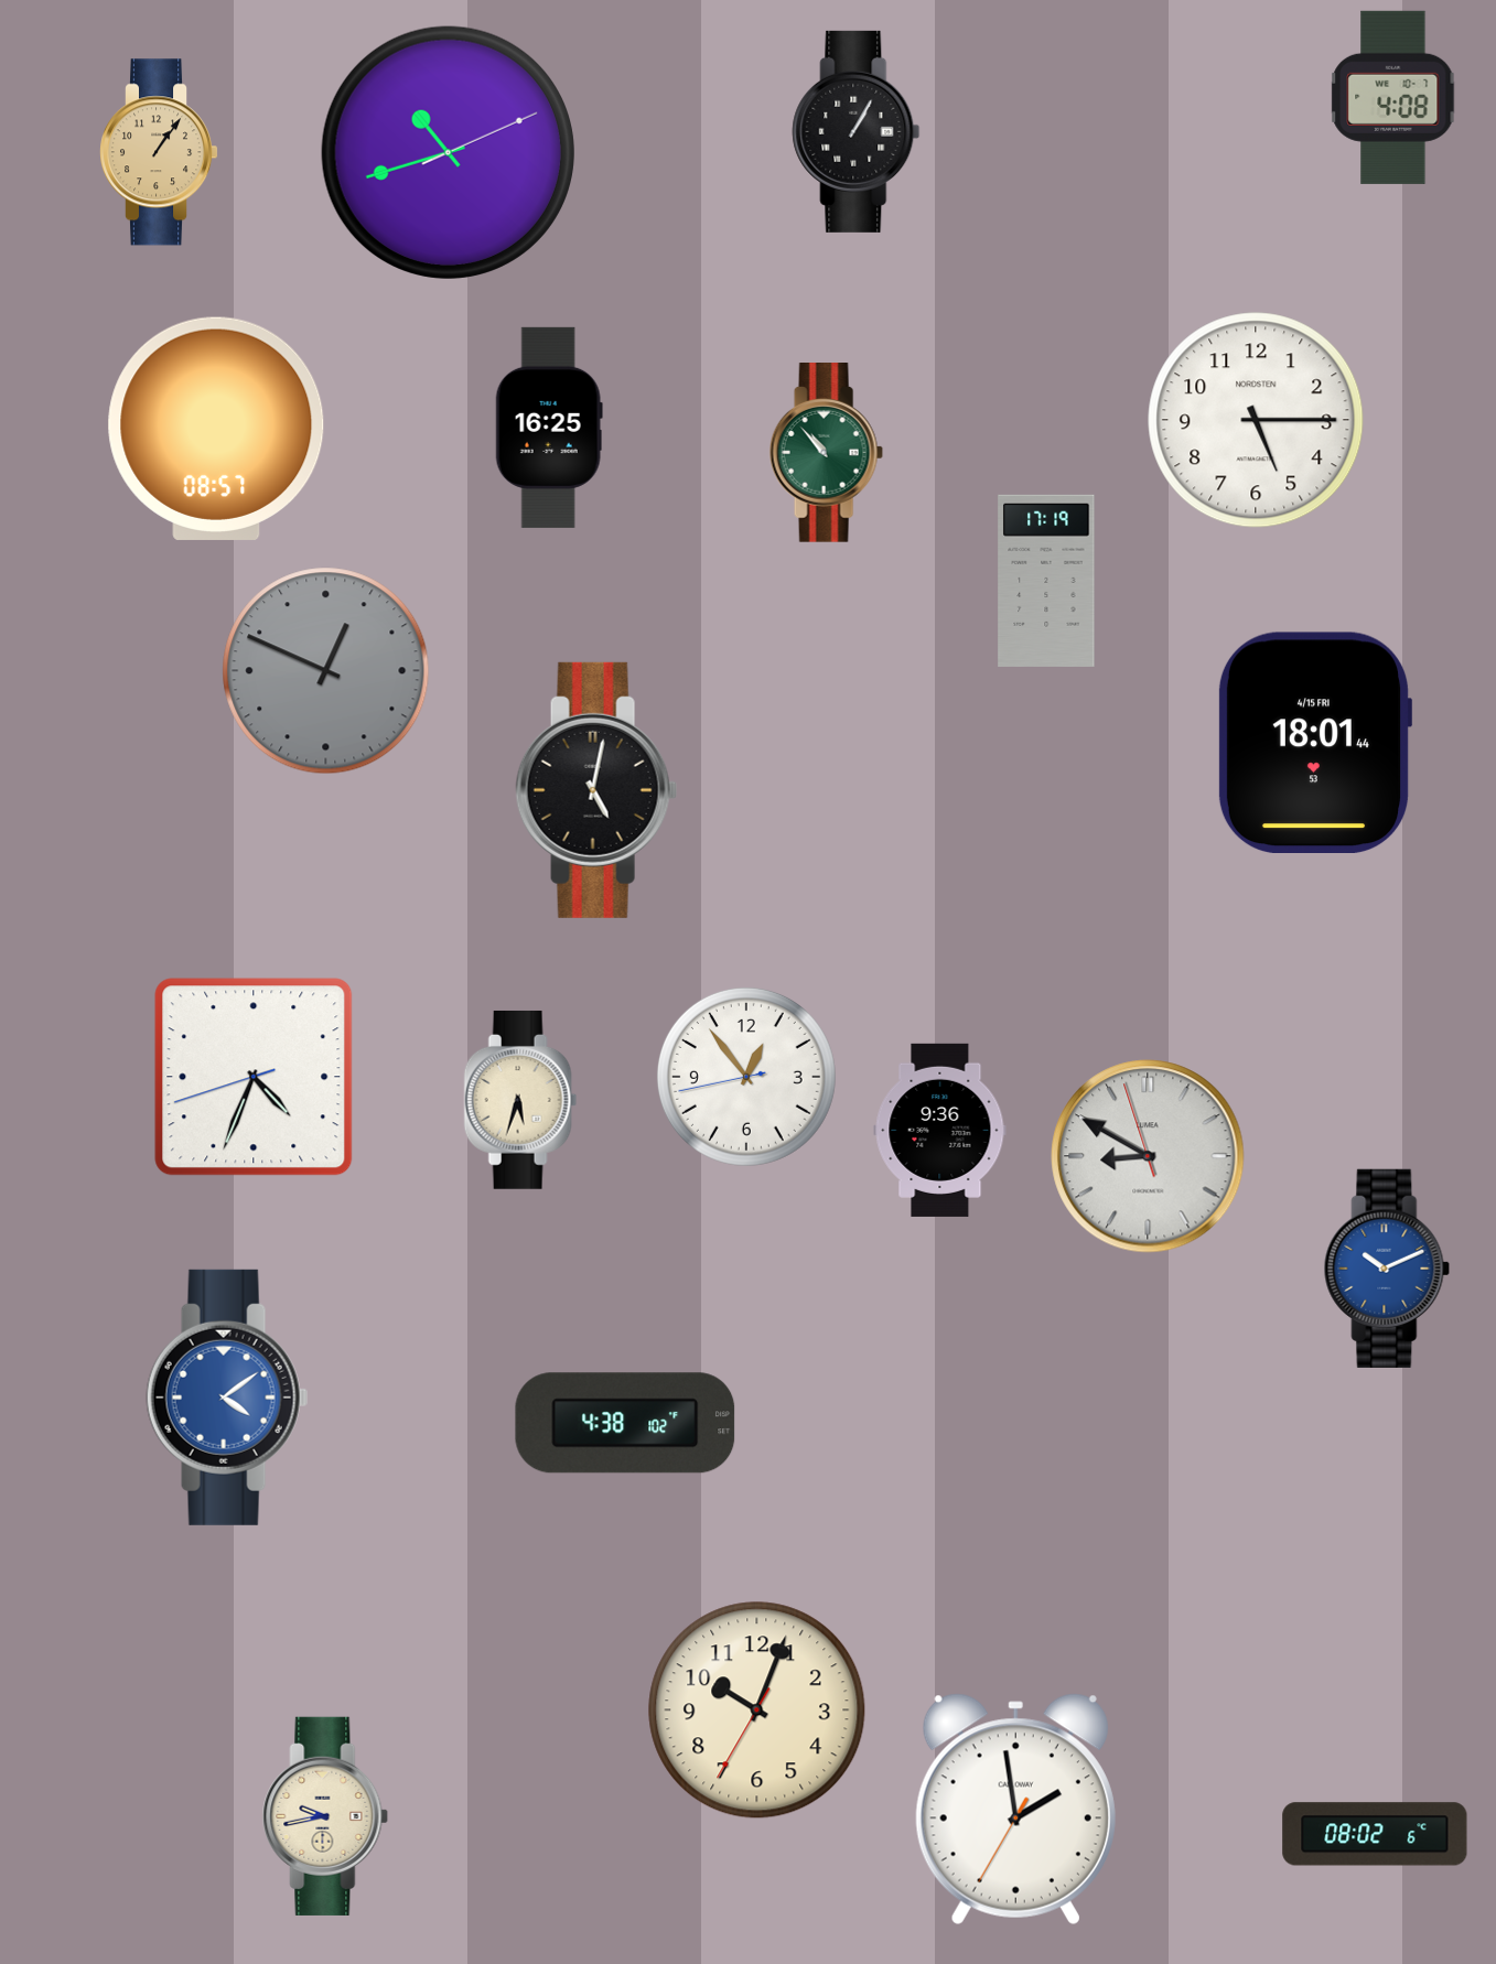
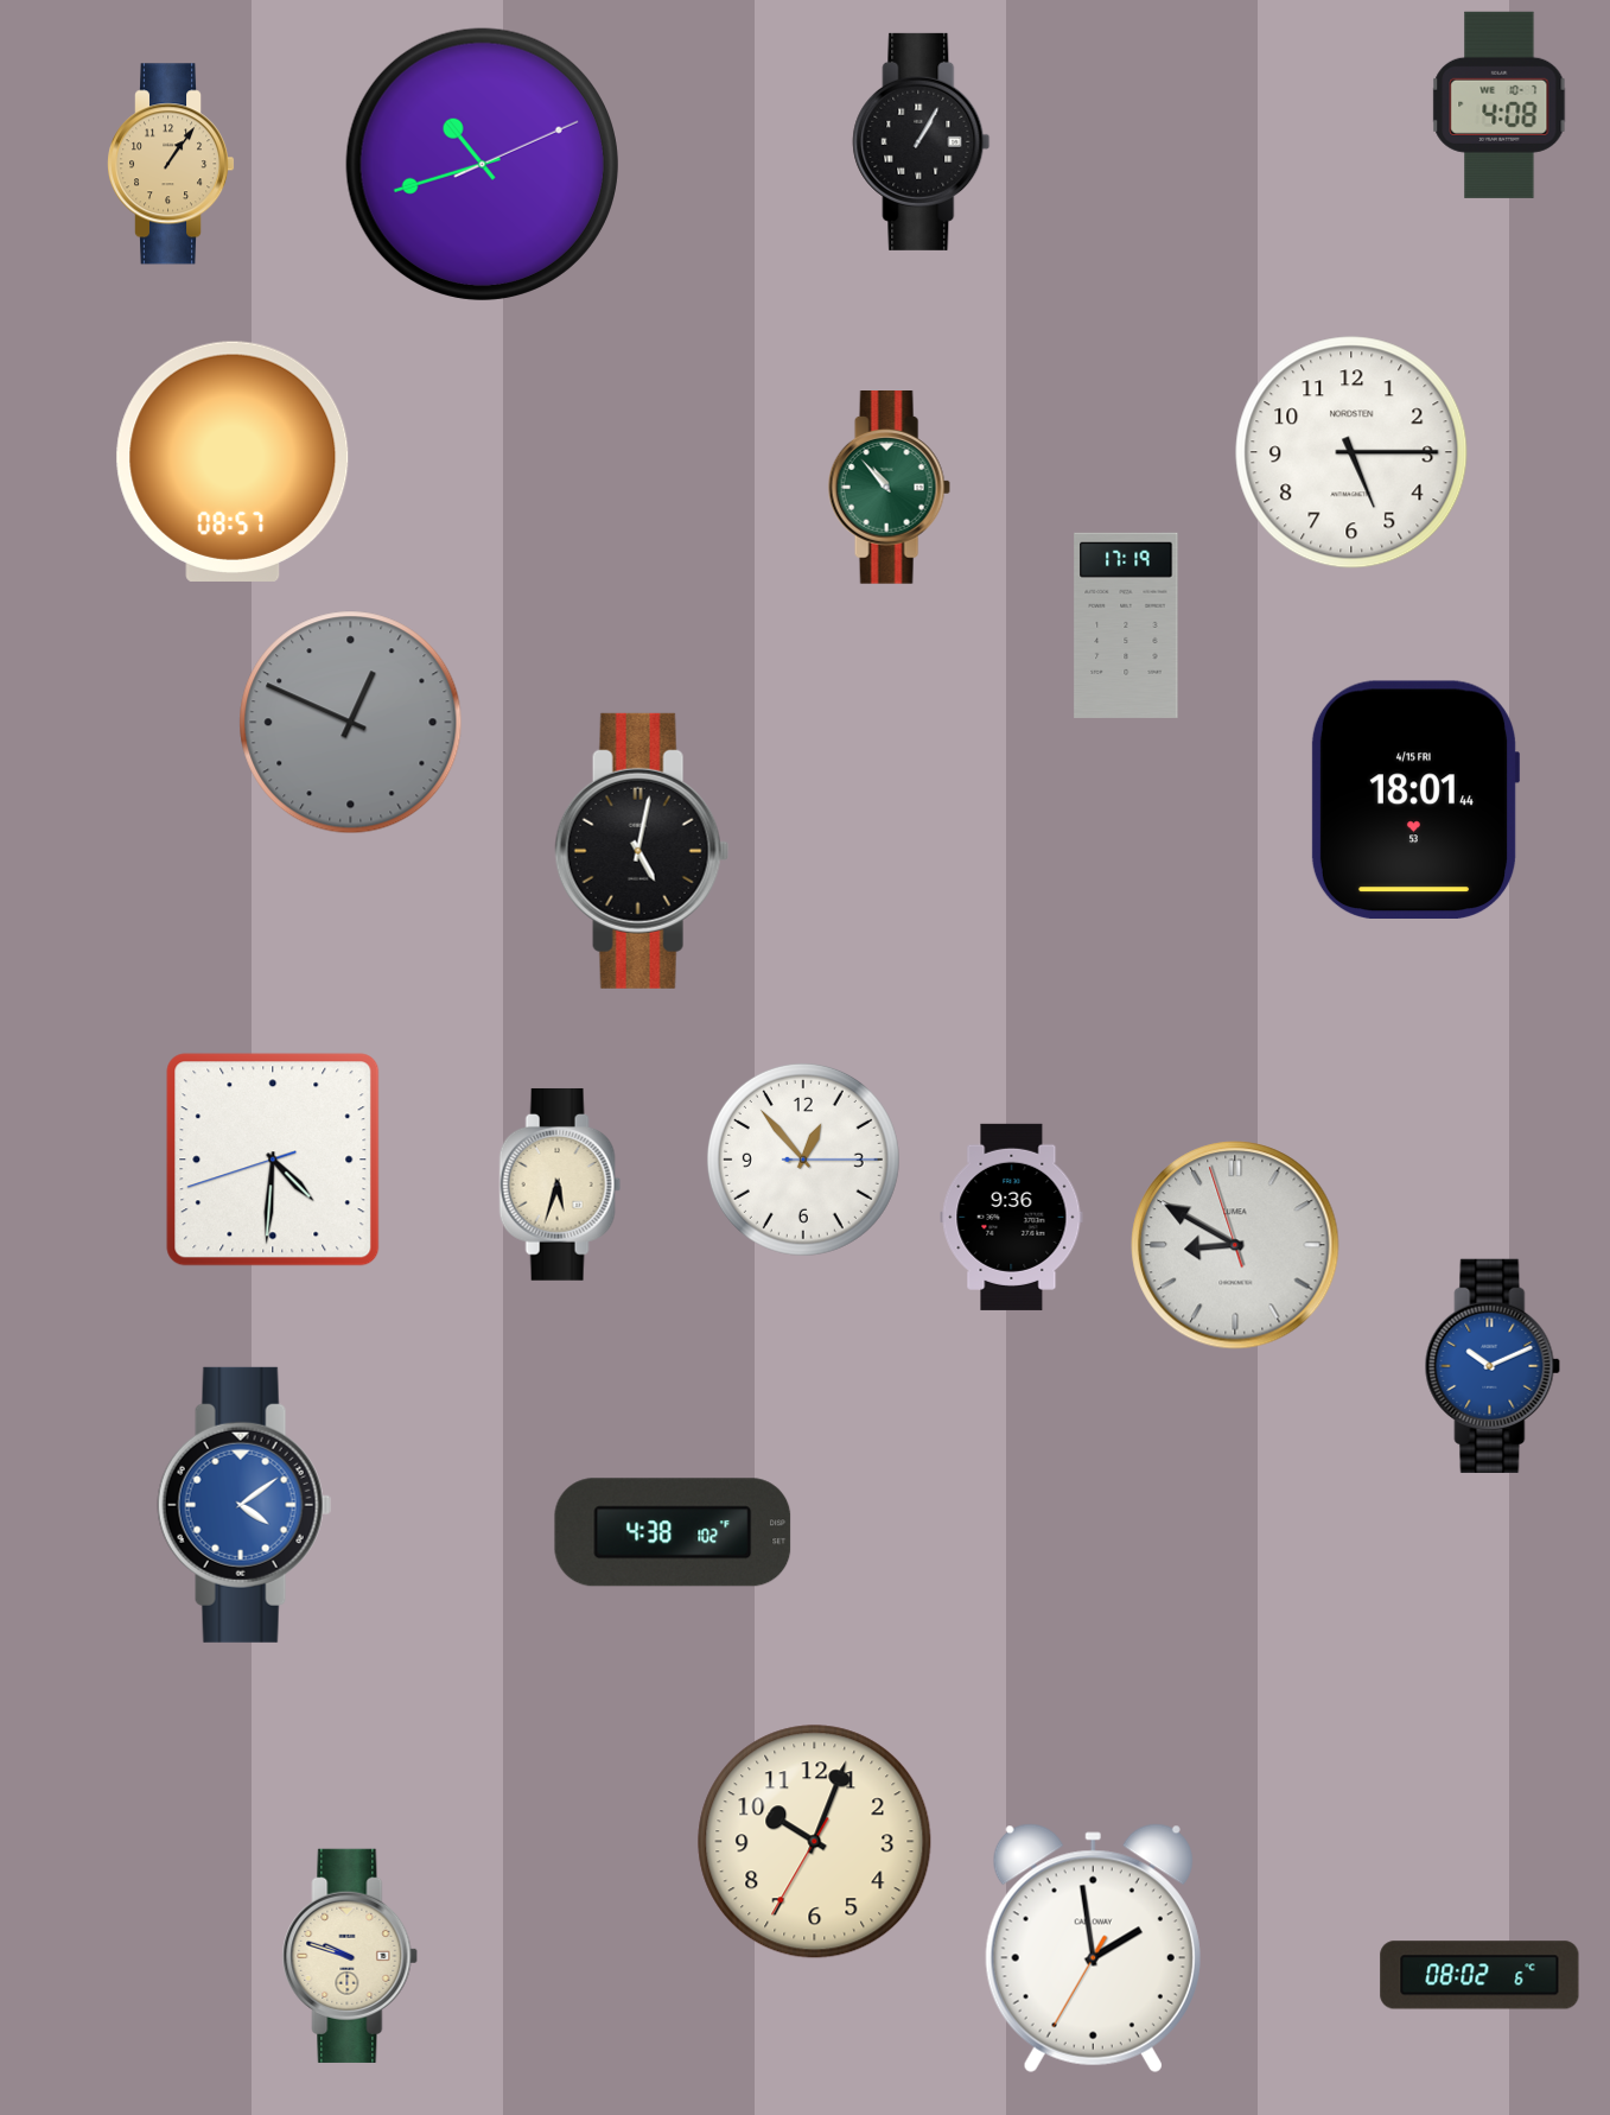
clock at (549, 428): 16:25 -> none
clock at (254, 1077): 4:33 -> 4:30
clock at (746, 1077): 12:53:43 -> 12:53:15
clock at (325, 1816): 9:43 -> 9:48
